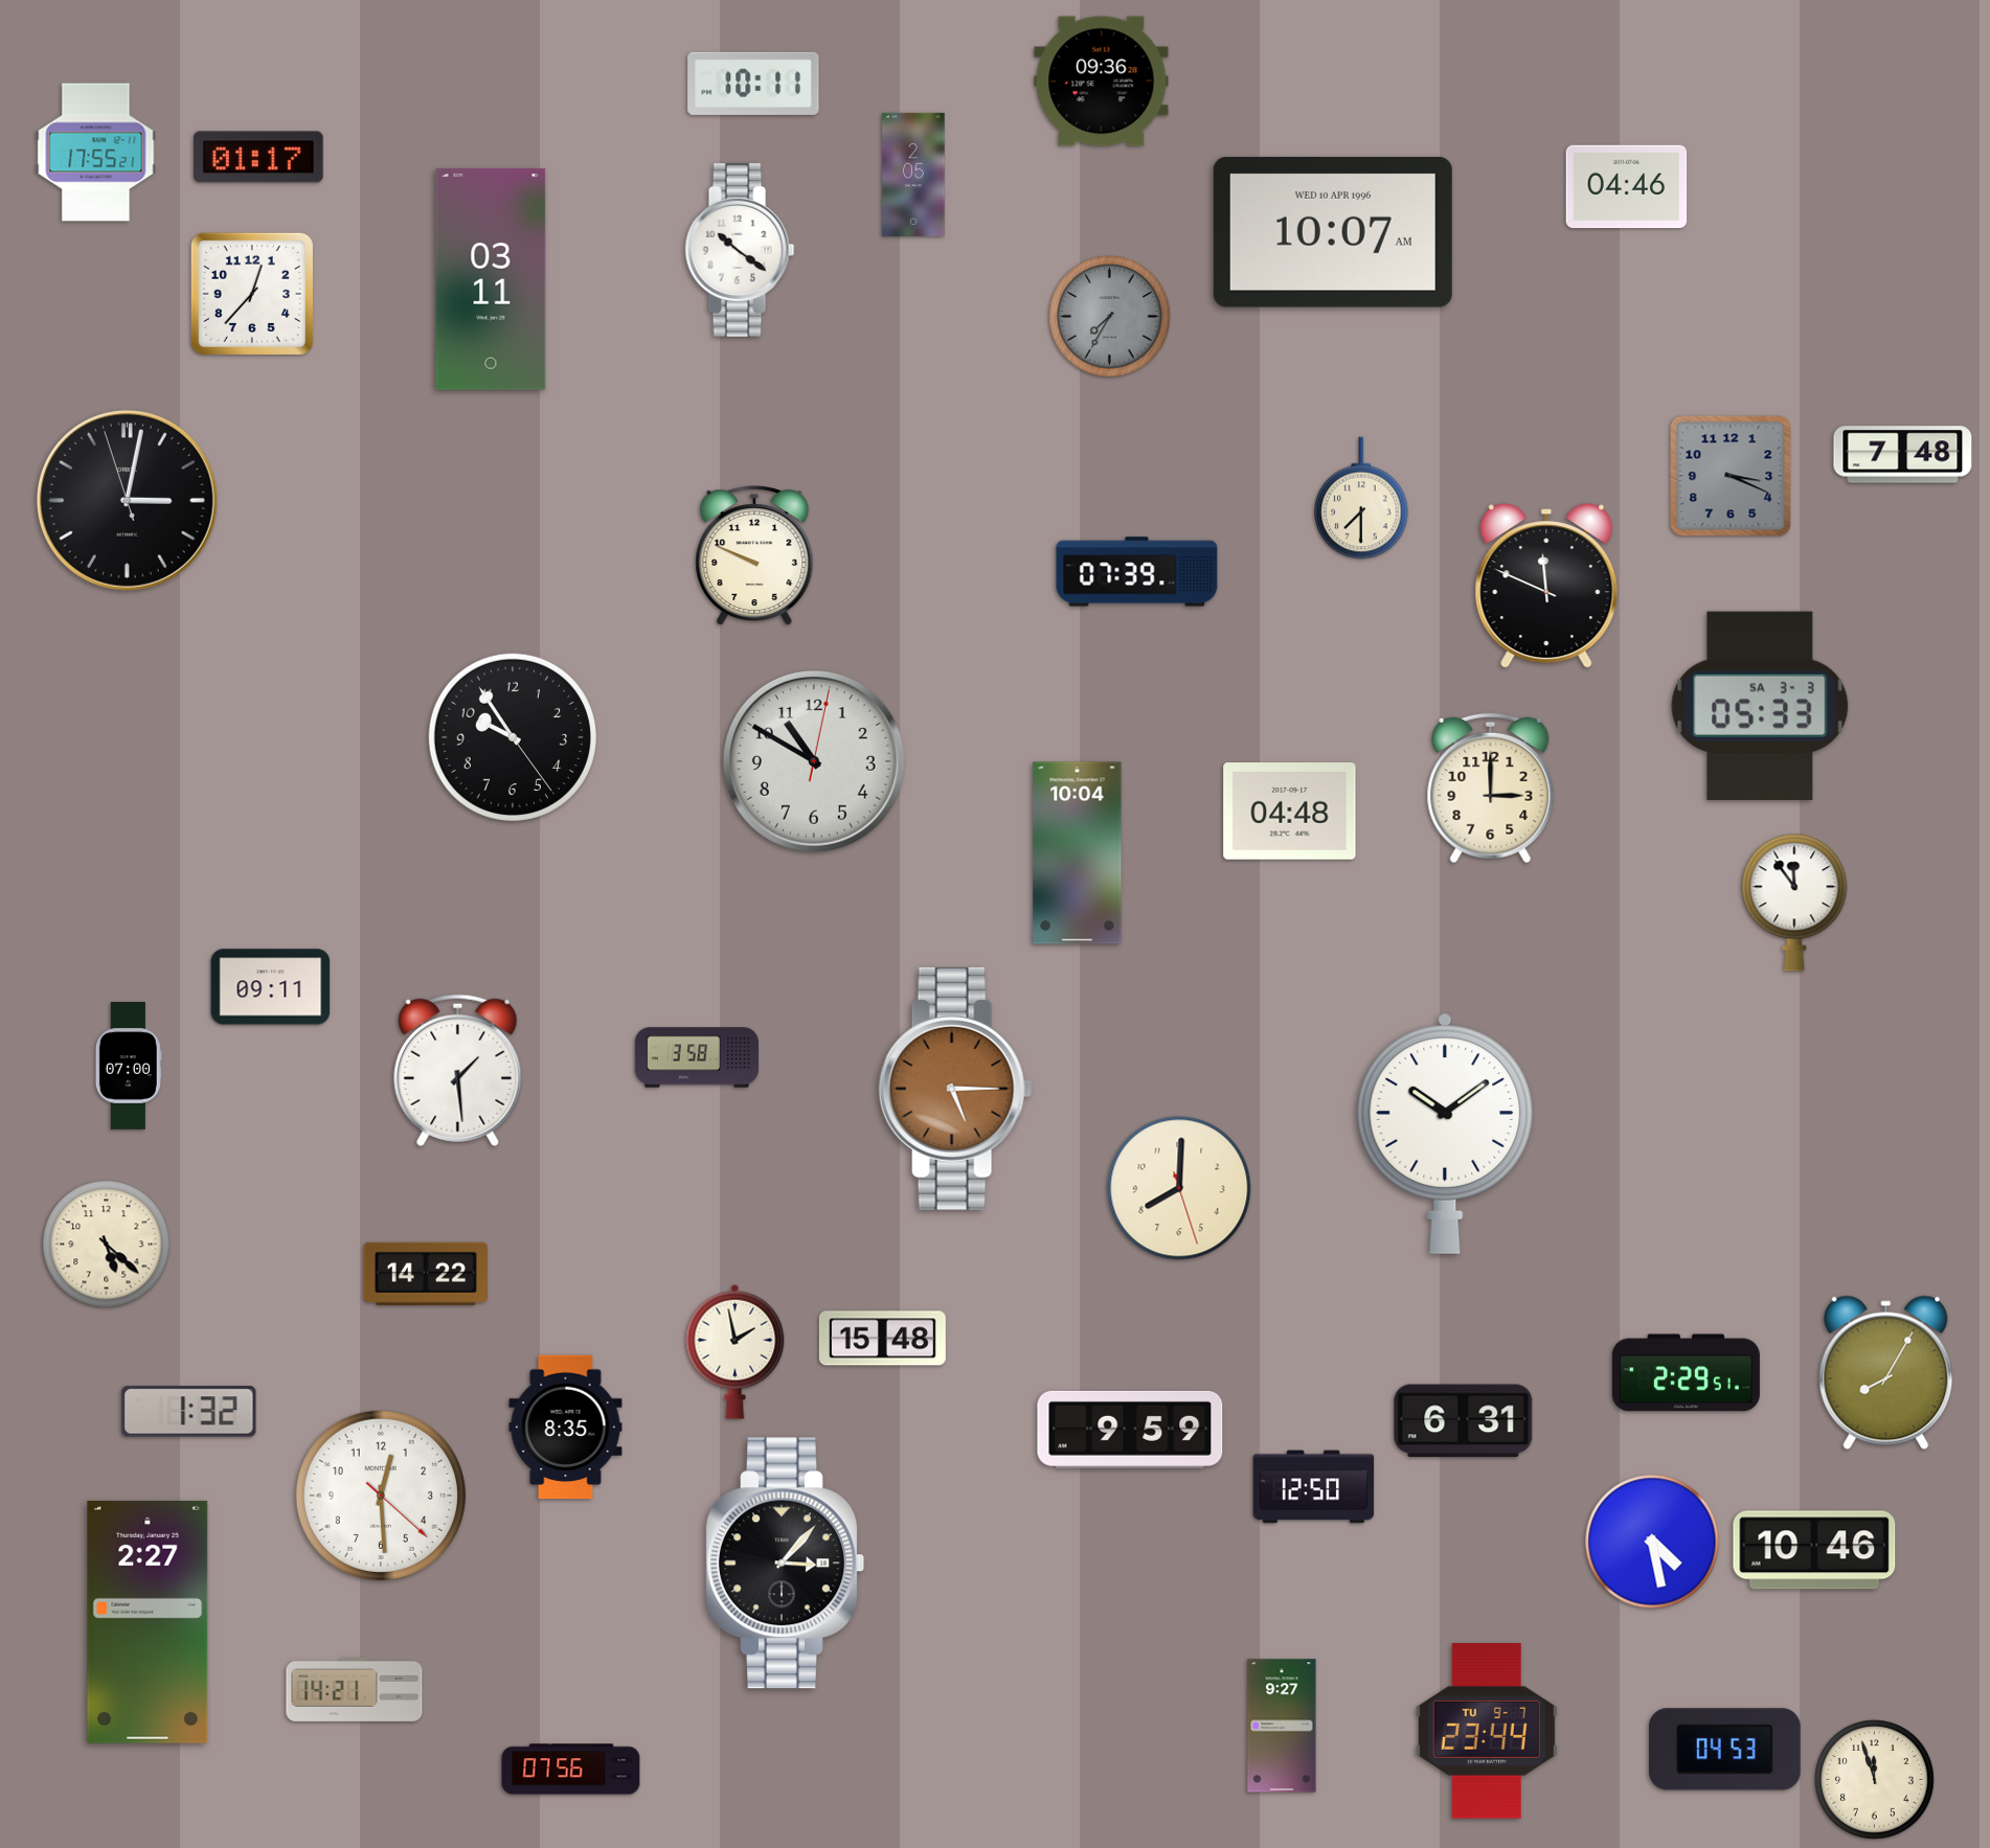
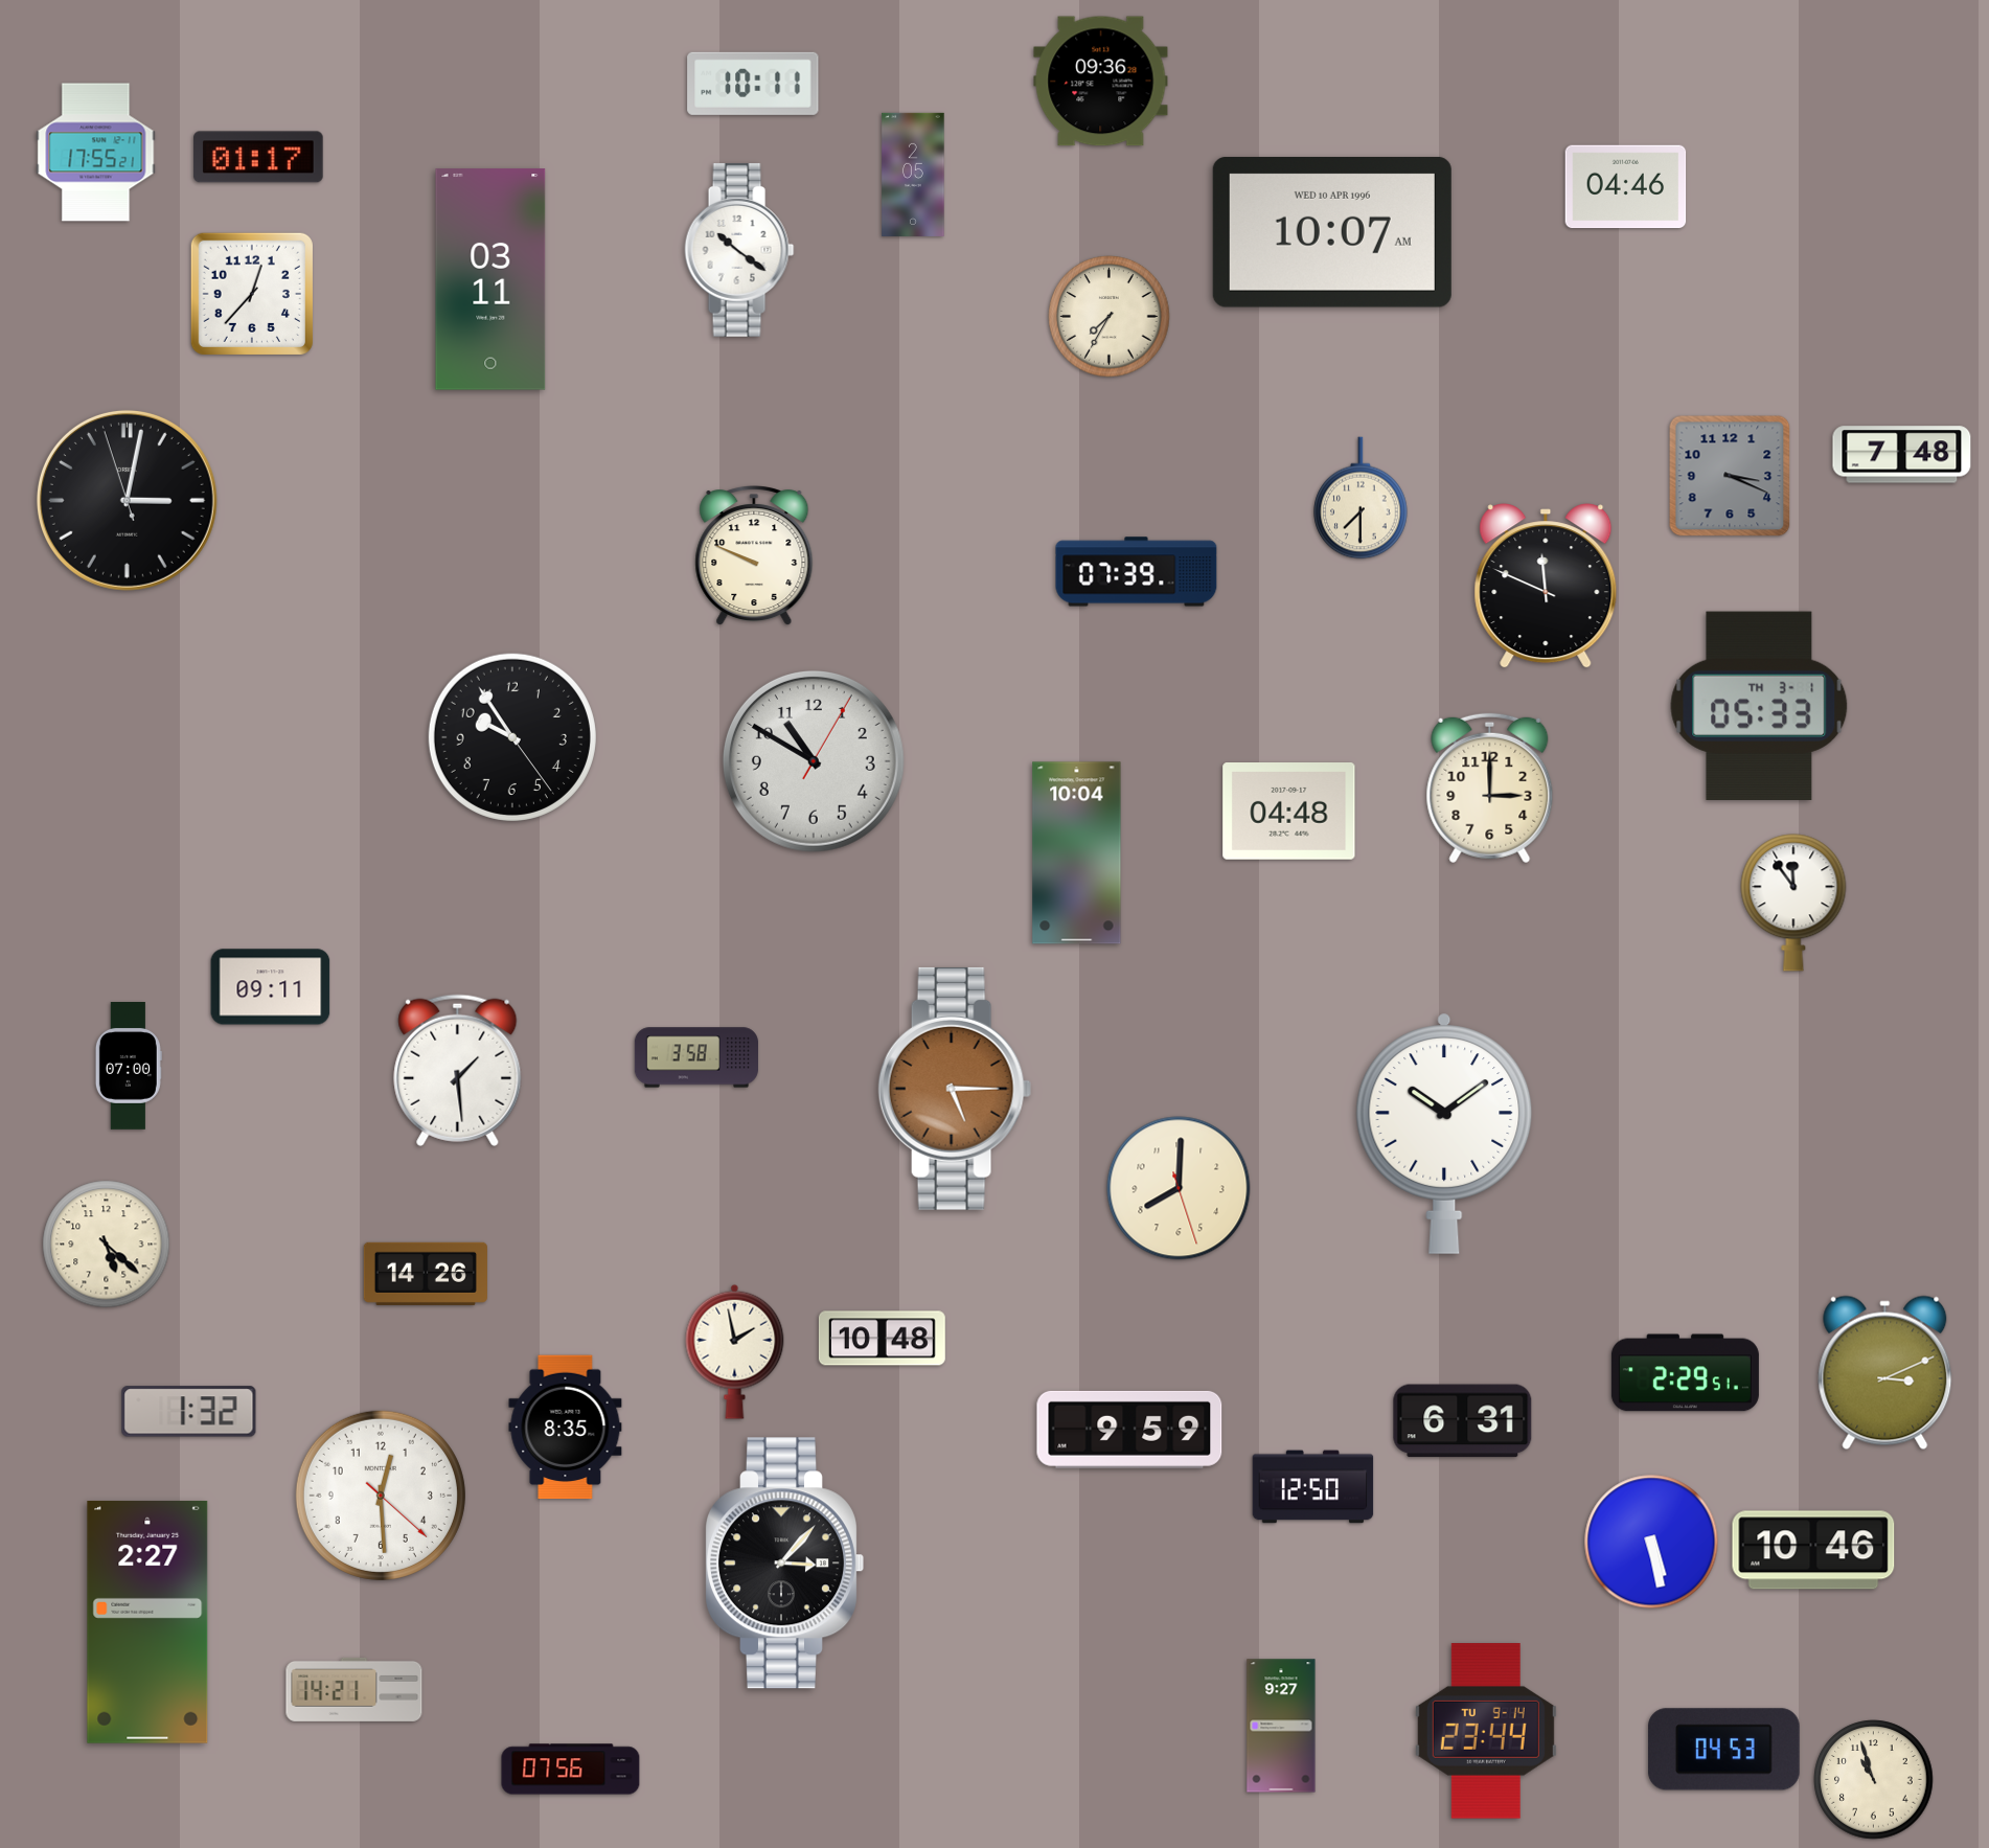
clock at (1110, 317) dial: grey -> cream
clock at (1760, 705) date: SA 3-3 -> TH 3-1
clock at (814, 761): 10:50:02 -> 10:50:05
clock at (426, 1274): 14:22 -> 14:26
clock at (882, 1339): 15:48 -> 10:48
clock at (1886, 1373): 8:05 -> 3:11
clock at (1652, 1542): 4:28 -> 5:28
clock at (1487, 1731) date: TU 9-7 -> TU 9-14
clock at (1875, 1780): 11:57 -> 10:57
